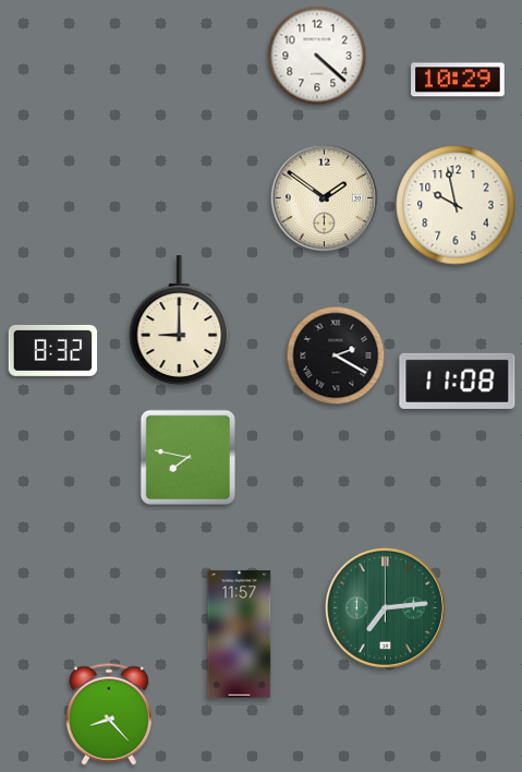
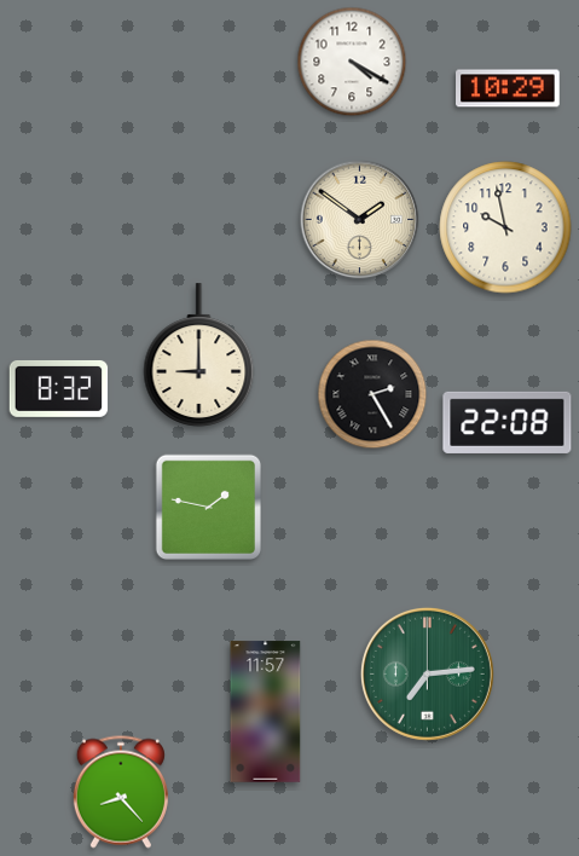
clock at (317, 56): 4:22 -> 4:20
clock at (336, 355): 2:20 -> 2:25
clock at (458, 381): 11:08 -> 22:08
clock at (187, 457): 7:47 -> 1:47
clock at (240, 635) position: (240, 635) -> (266, 712)
